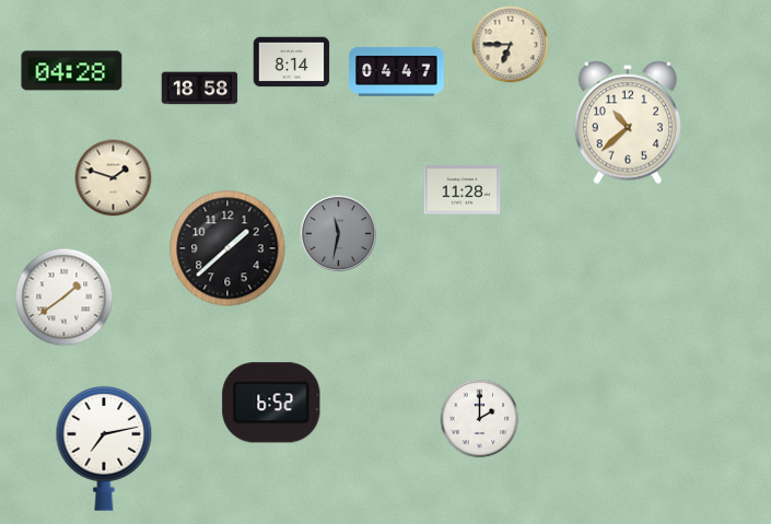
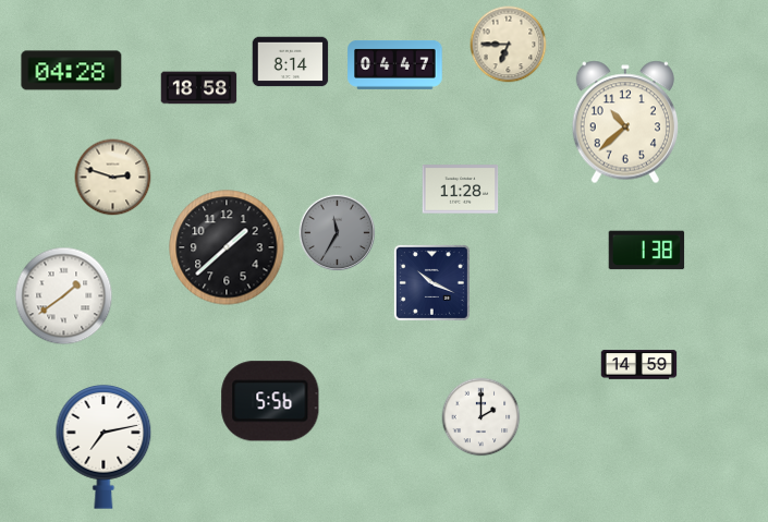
clock at (397, 71) position: (397, 71) -> (395, 64)
clock at (114, 178): 1:48 -> 2:48
clock at (339, 234): 11:32 -> 11:35
clock at (647, 251): none -> 1:38
clock at (431, 282): none -> 10:19
clock at (639, 365): none -> 14:59
clock at (271, 403): 6:52 -> 5:56
clock at (480, 419) position: (480, 419) -> (481, 417)
